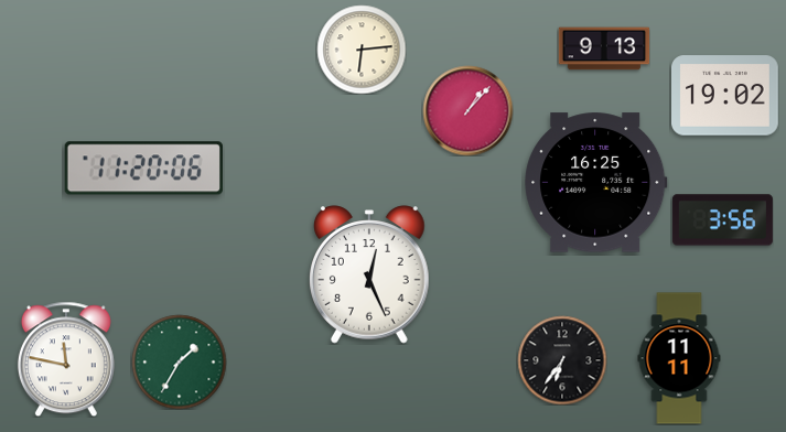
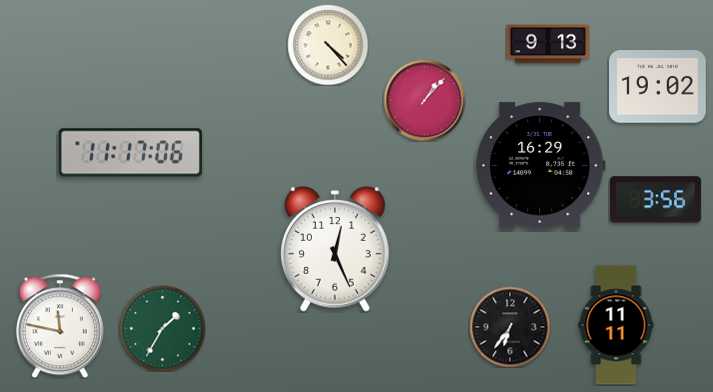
clock at (362, 50): 6:14 -> 4:23
clock at (143, 169): 11:20 -> 11:17
clock at (596, 183): 16:25 -> 16:29
